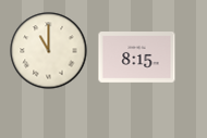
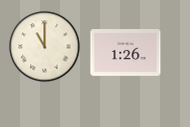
clock at (137, 58): 8:15 -> 1:26
